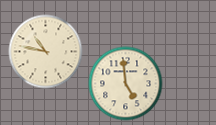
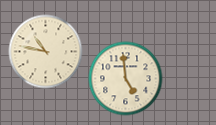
clock at (126, 84) position: (126, 84) -> (126, 79)
